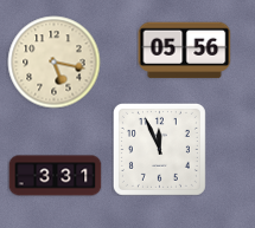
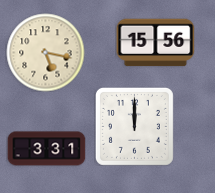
clock at (184, 51): 05:56 -> 15:56
clock at (159, 149): 11:56 -> 12:00
